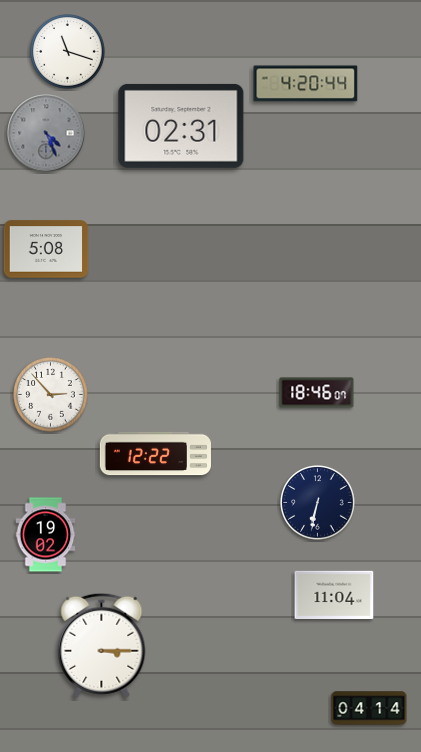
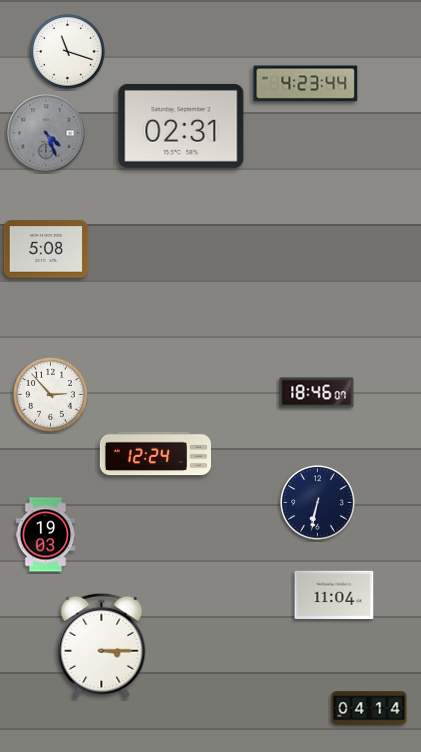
clock at (306, 84): 4:20 -> 4:23
clock at (155, 454): 12:22 -> 12:24
clock at (46, 535): 19:02 -> 19:03
